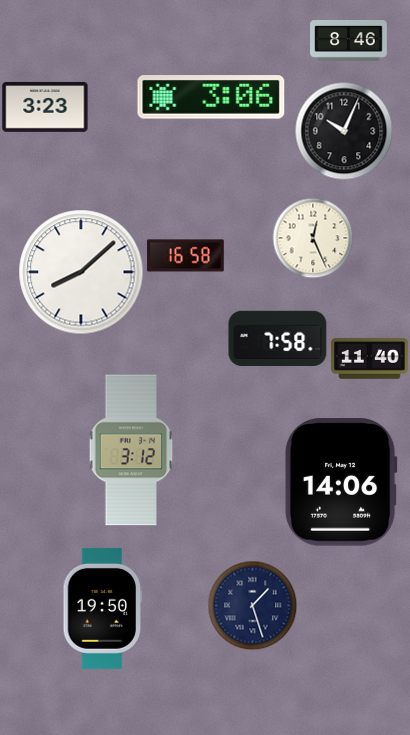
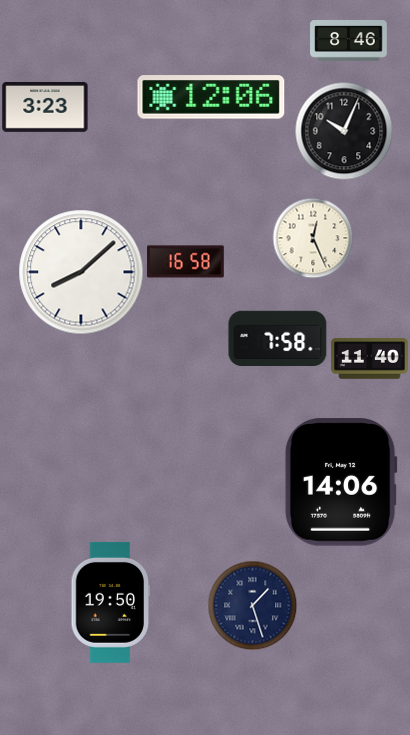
clock at (211, 97): 3:06 -> 12:06
clock at (186, 256) position: (186, 256) -> (186, 262)
clock at (131, 450): 3:12 -> none
clock at (103, 608) position: (103, 608) -> (111, 602)
